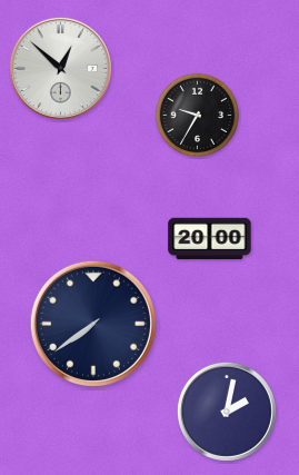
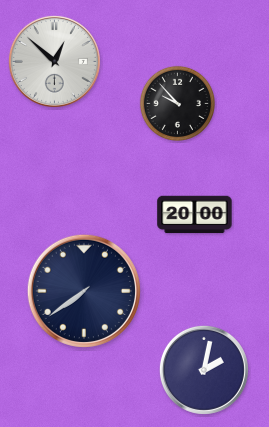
clock at (197, 115): 9:35 -> 9:53
clock at (210, 239) position: (210, 239) -> (195, 215)
